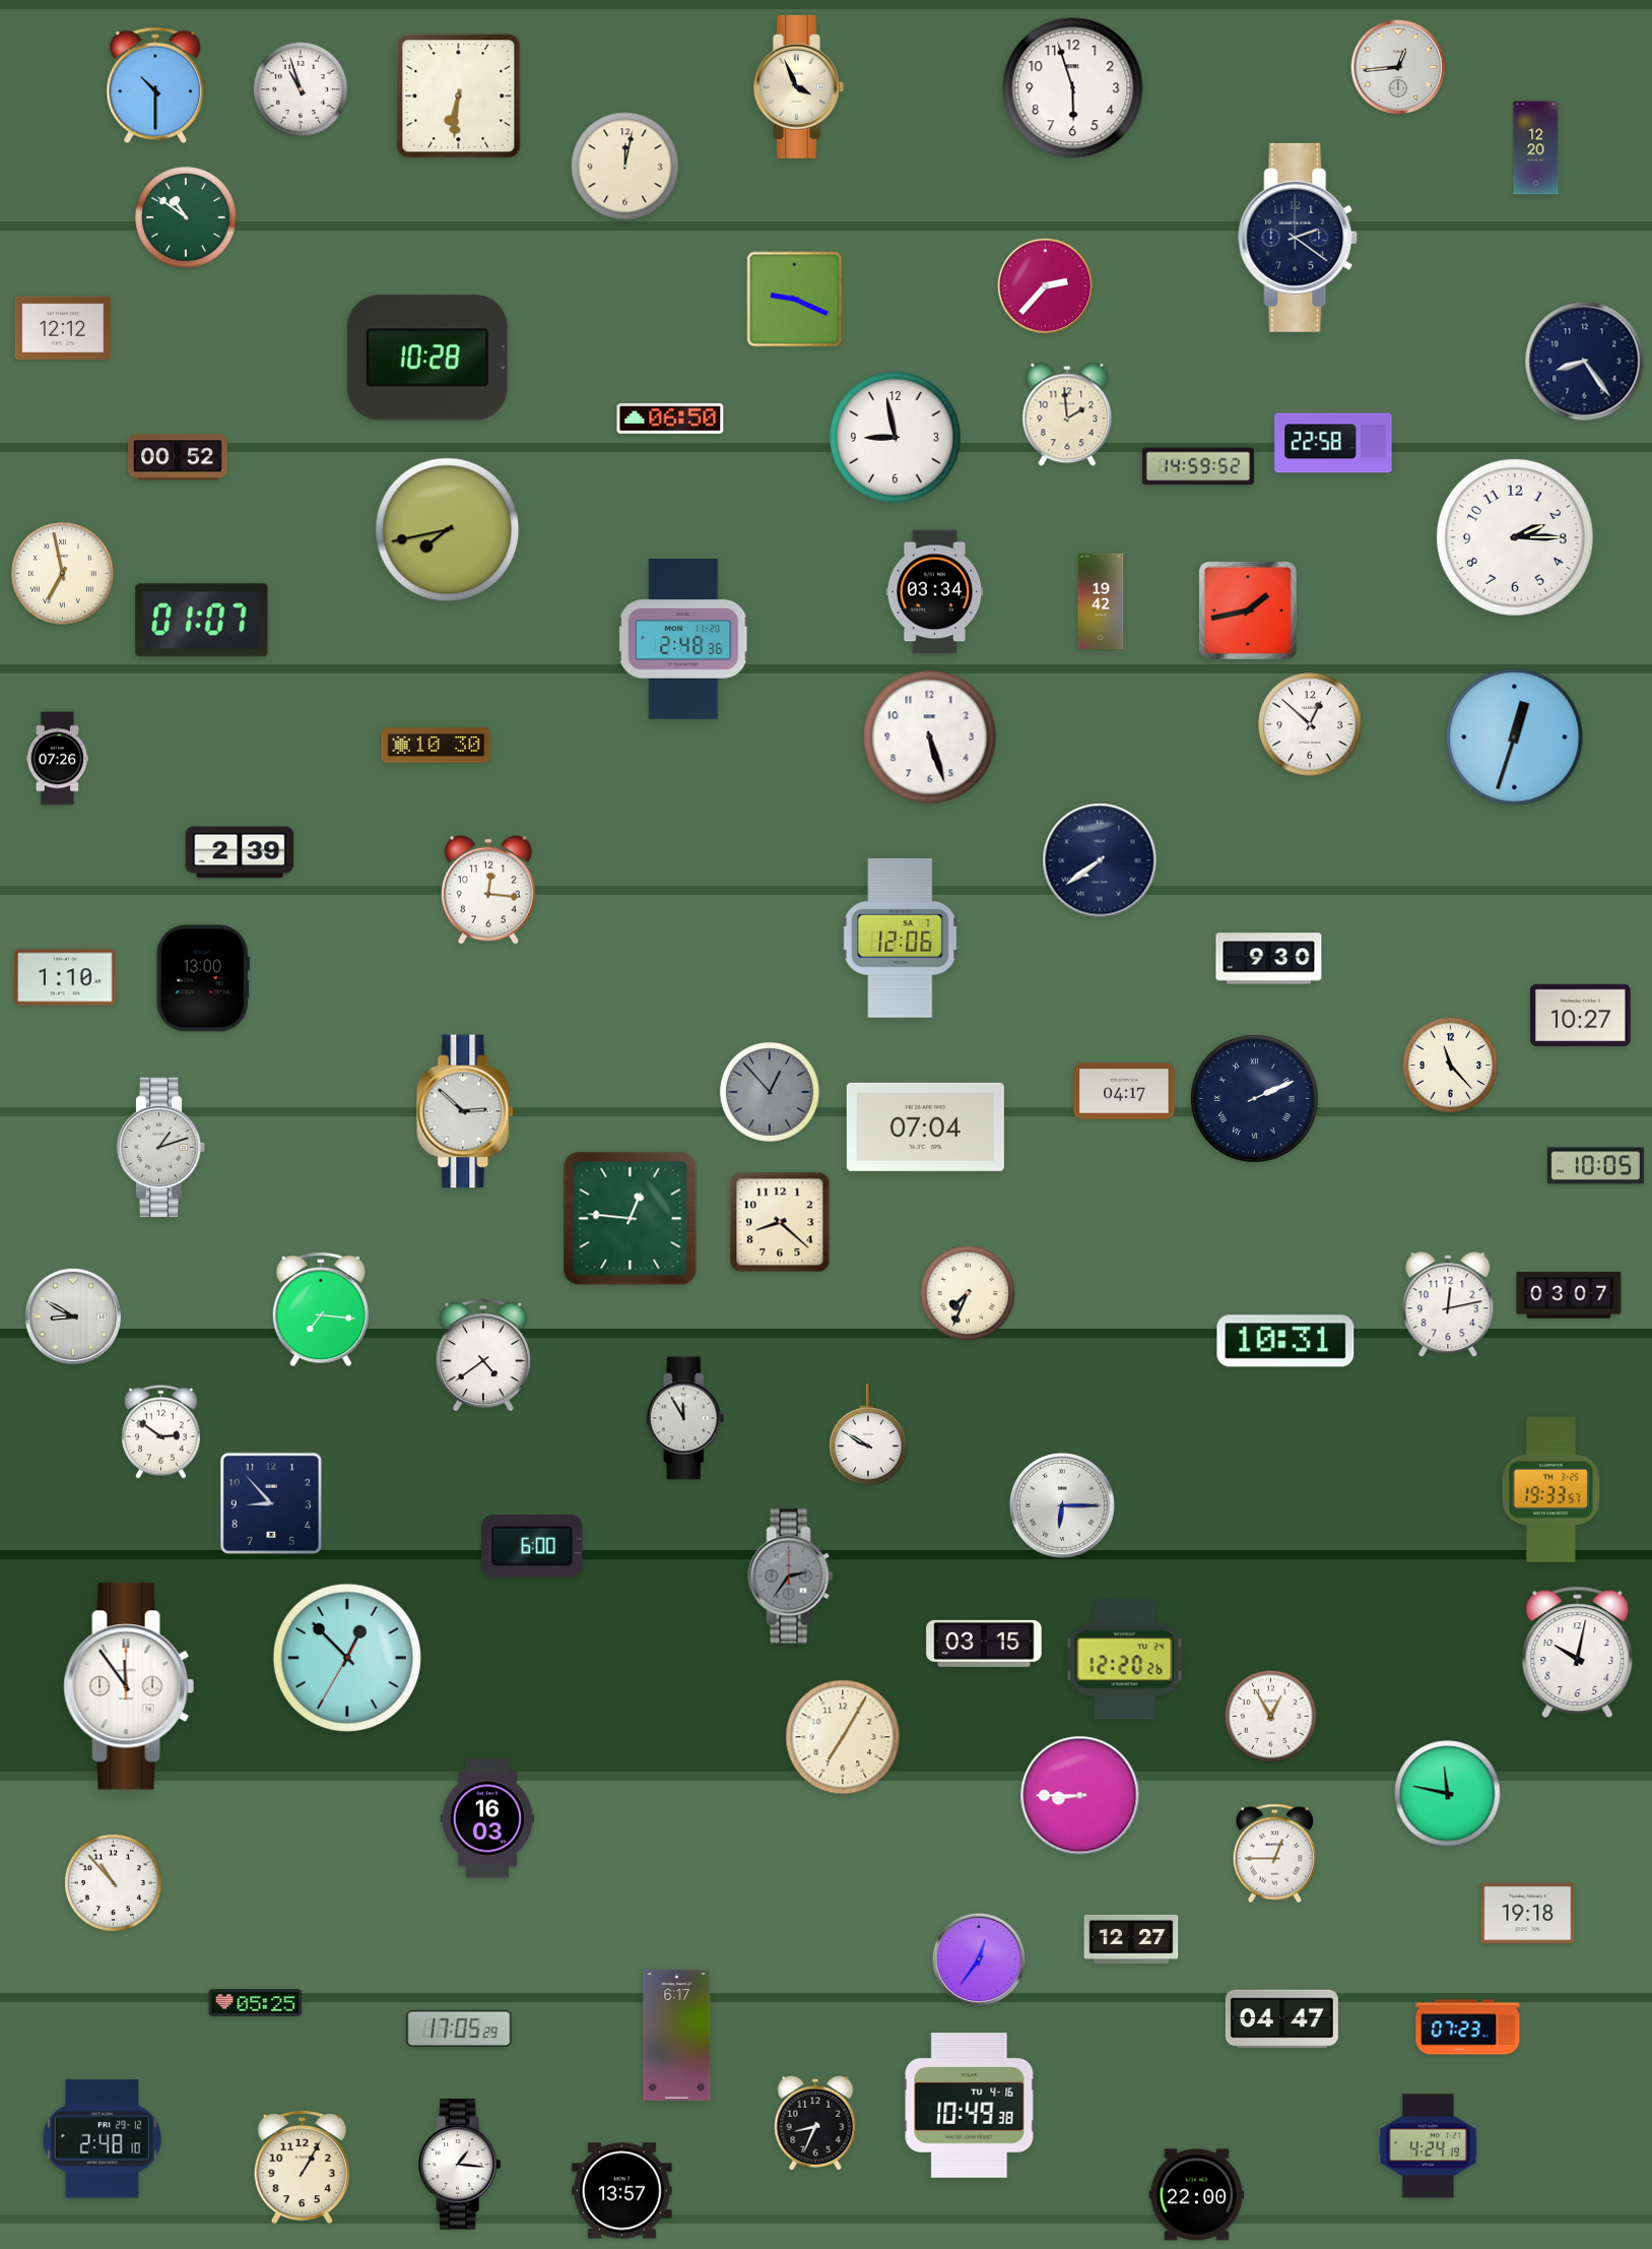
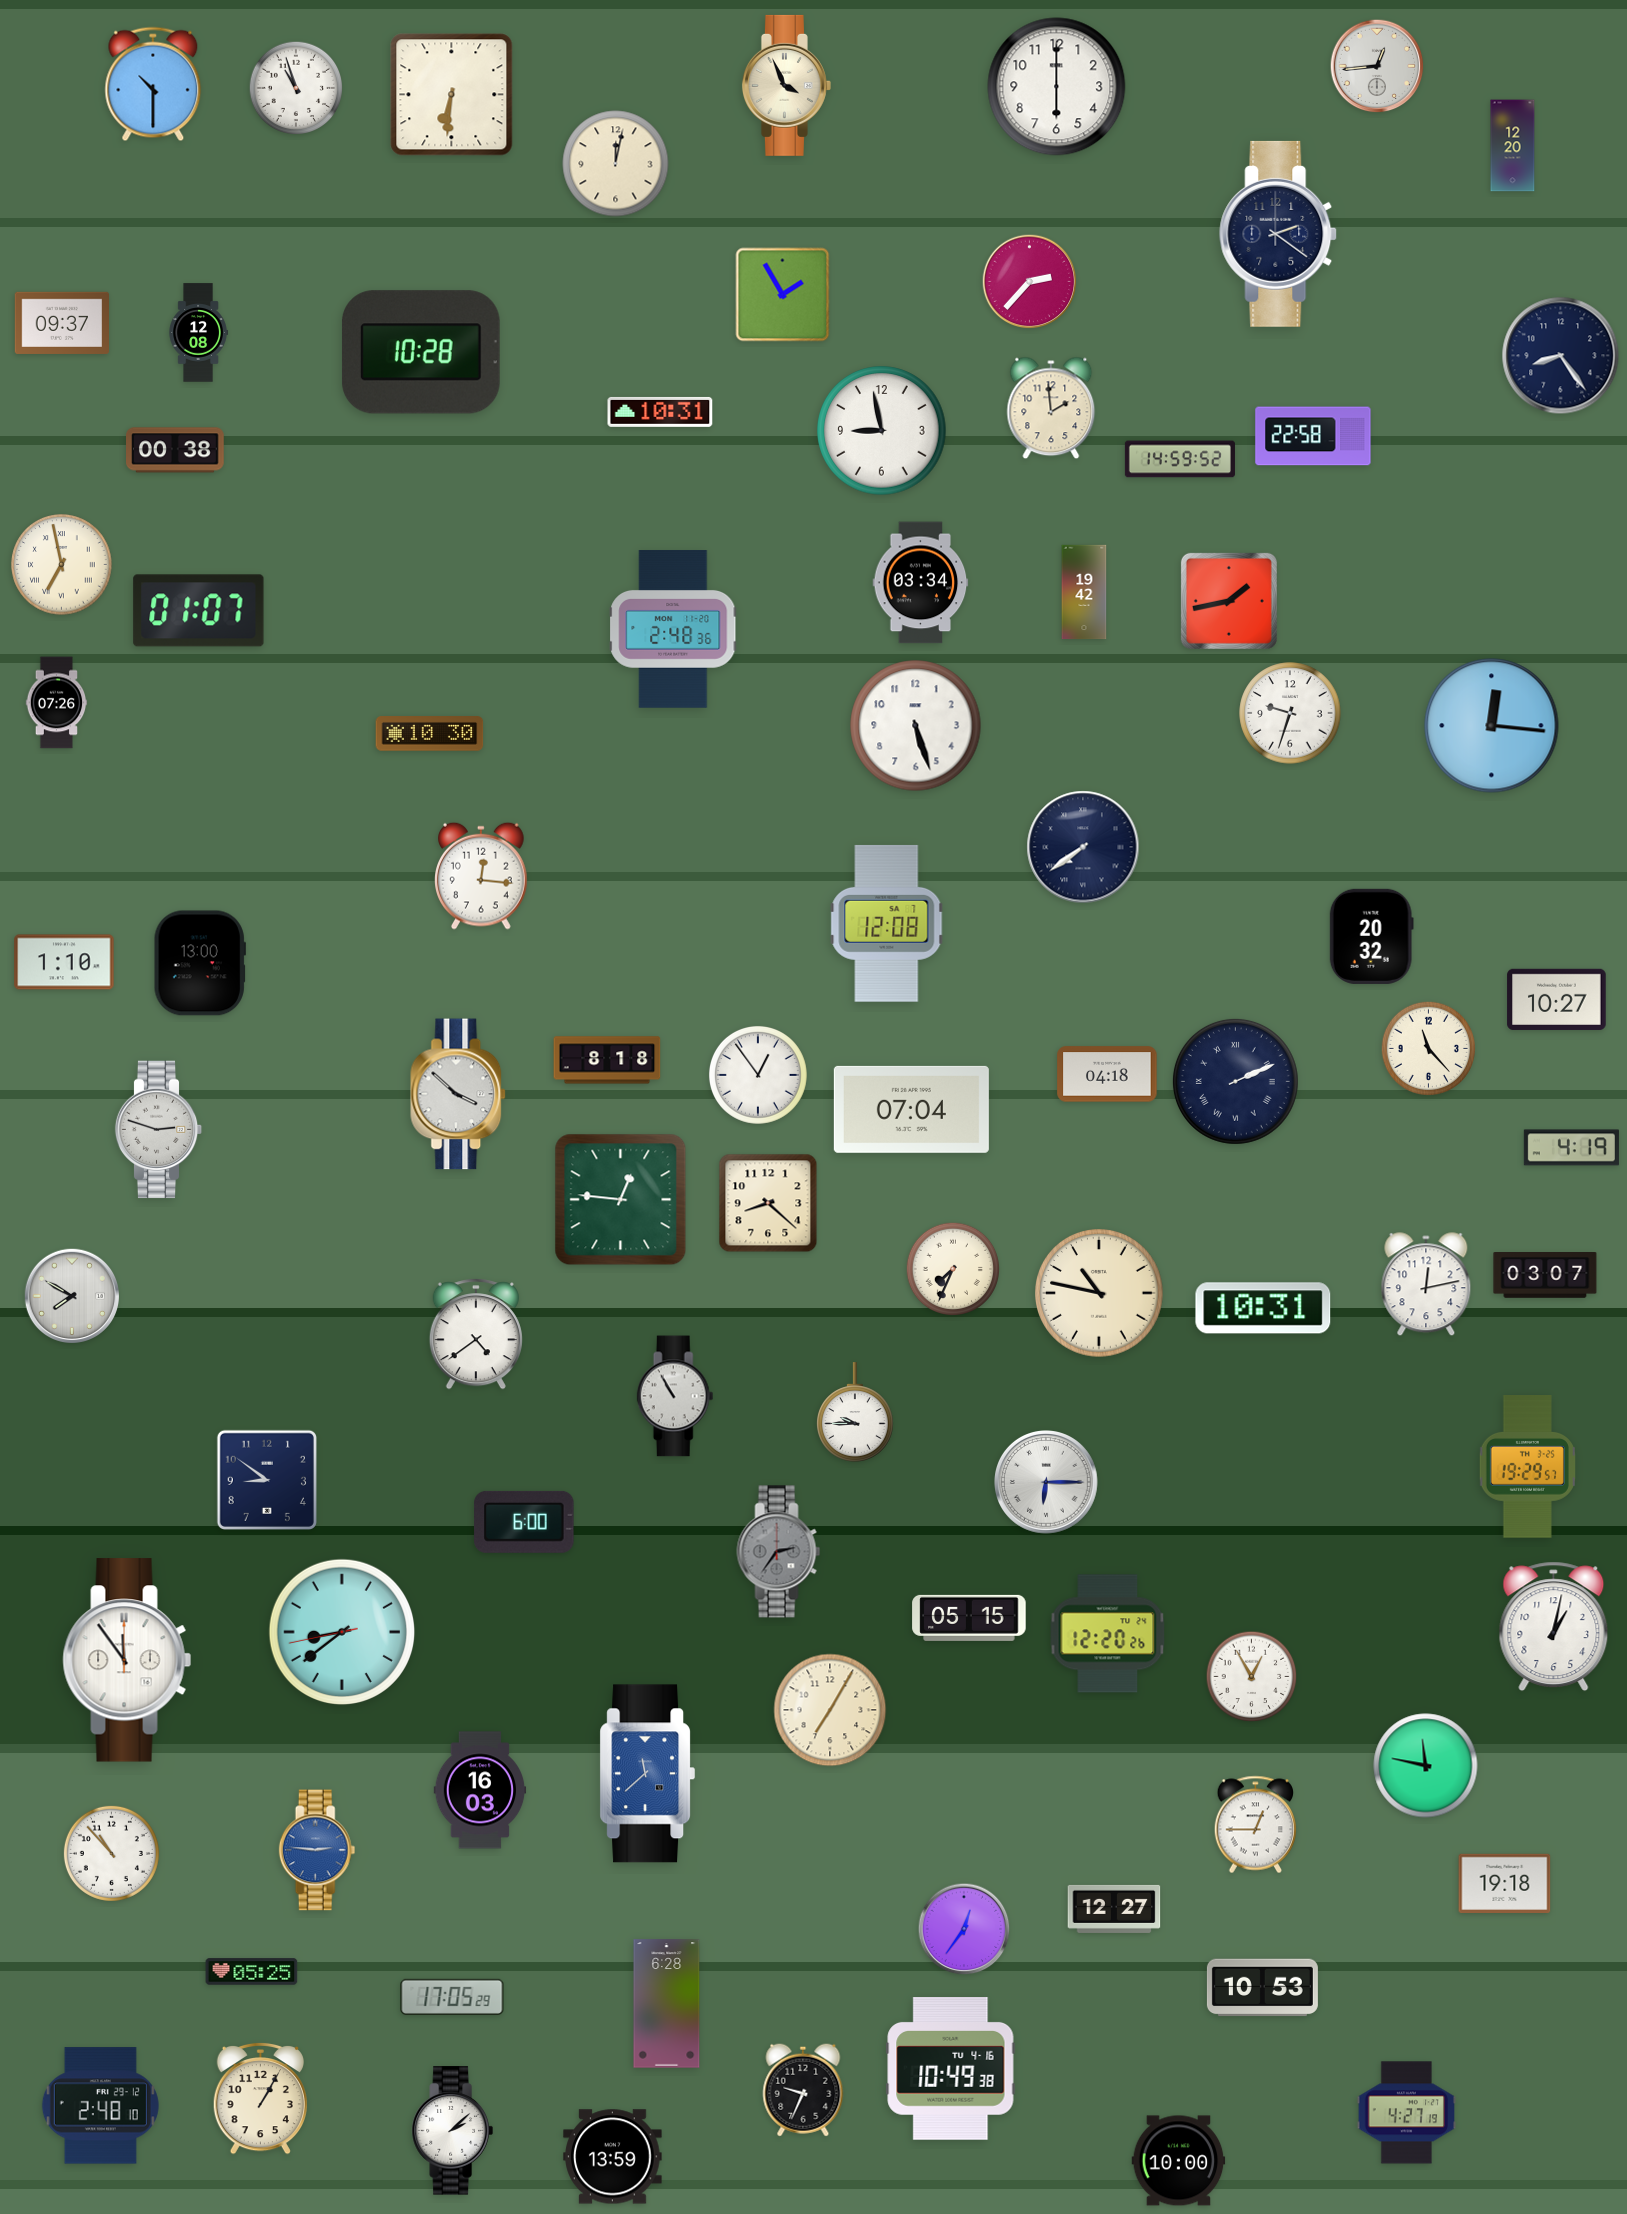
clock at (1073, 88): 5:57 -> 6:00
clock at (186, 217): 10:51 -> none
clock at (795, 300): 9:19 -> 1:55
clock at (63, 327): 12:12 -> 09:37
clock at (198, 333): none -> 12:08
clock at (670, 419): 06:50 -> 10:31
clock at (179, 457): 00:52 -> 00:38
clock at (448, 530): 7:43 -> none
clock at (1515, 537): 2:15 -> none
clock at (1310, 724): 12:52 -> 9:33
clock at (1515, 737): 12:33 -> 12:16
clock at (58, 759) position: (58, 759) -> (57, 703)
clock at (240, 852): 2:39 -> none
clock at (901, 938): 12:06 -> 12:08
clock at (1371, 936): none -> 20:32
clock at (1269, 959): 9:30 -> none
clock at (607, 1060): none -> 8:18
clock at (1124, 1091): 04:17 -> 04:18
clock at (770, 1092): 12:53 -> 12:54
clock at (770, 1092) dial: grey -> white
clock at (466, 1111): 2:52 -> 3:52
clock at (161, 1148): 1:12 -> 2:48
clock at (1595, 1166): 10:05 -> 4:19
clock at (968, 1293) position: (968, 1293) -> (953, 1269)
clock at (321, 1309): 7:16 -> none
clock at (1099, 1293): none -> 10:47
clock at (72, 1315): 8:50 -> 7:50
clock at (1285, 1341) position: (1285, 1341) -> (1263, 1308)
clock at (685, 1418): 11:55 -> 10:55
clock at (161, 1431): 2:51 -> none
clock at (869, 1434): 9:50 -> 9:45
clock at (1550, 1490): 19:33 -> 19:29
clock at (271, 1503): 8:53 -> 8:51
clock at (984, 1644): 03:15 -> 05:15
clock at (1578, 1653): 10:02 -> 1:02
clock at (347, 1658): 12:52 -> 8:38
clock at (1271, 1717) position: (1271, 1717) -> (1252, 1677)
clock at (1080, 1796): 8:45 -> none
clock at (648, 1774): none -> 11:38
clock at (317, 1850): none -> 2:46
clock at (1281, 2019): 04:47 -> 10:53
clock at (1468, 2028): 07:23 -> none
clock at (677, 2036): 6:17 -> 6:28
clock at (970, 2106) position: (970, 2106) -> (951, 2069)
clock at (815, 2123): 8:34 -> 9:34
clock at (1428, 2146): 4:24 -> 4:27
clock at (459, 2165): 1:16 -> 2:08
clock at (302, 2167) position: (302, 2167) -> (260, 2098)
clock at (622, 2191): 13:57 -> 13:59
clock at (1197, 2195): 22:00 -> 10:00
